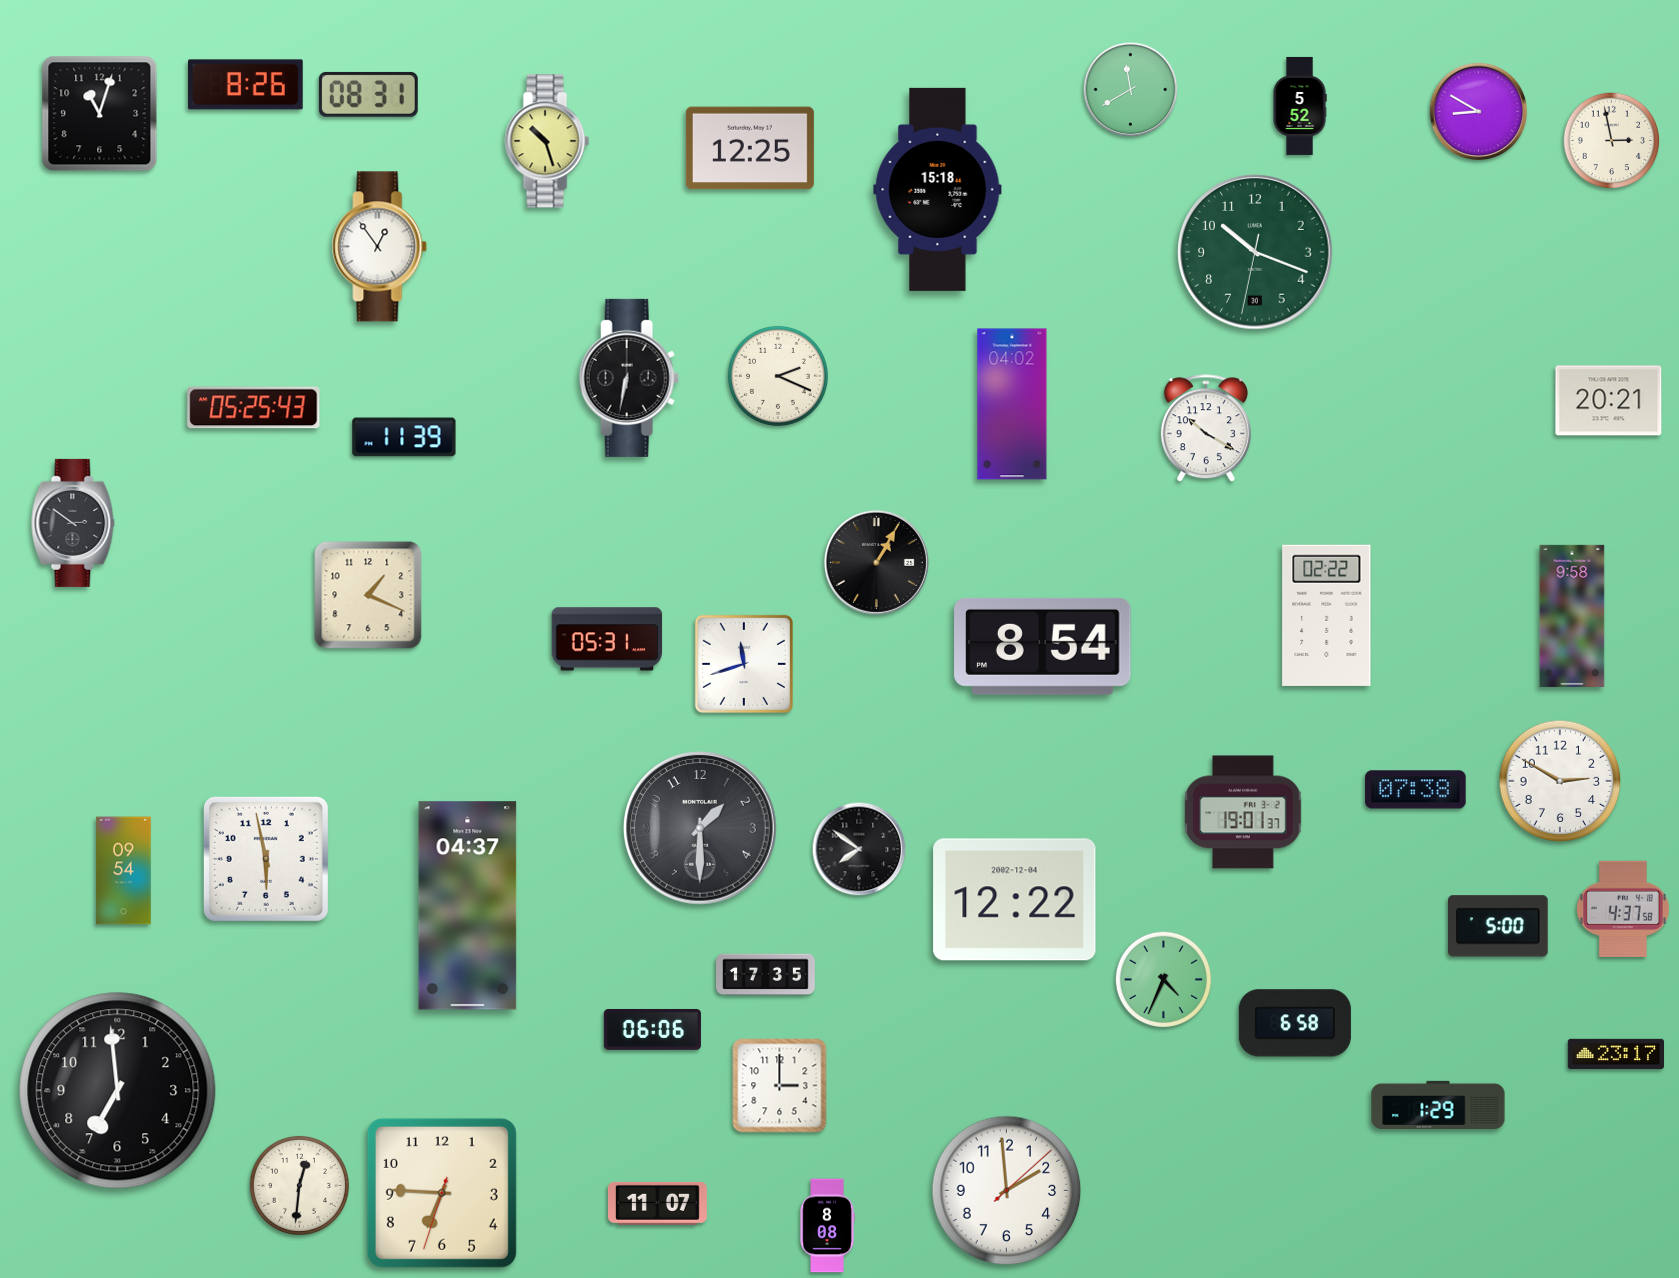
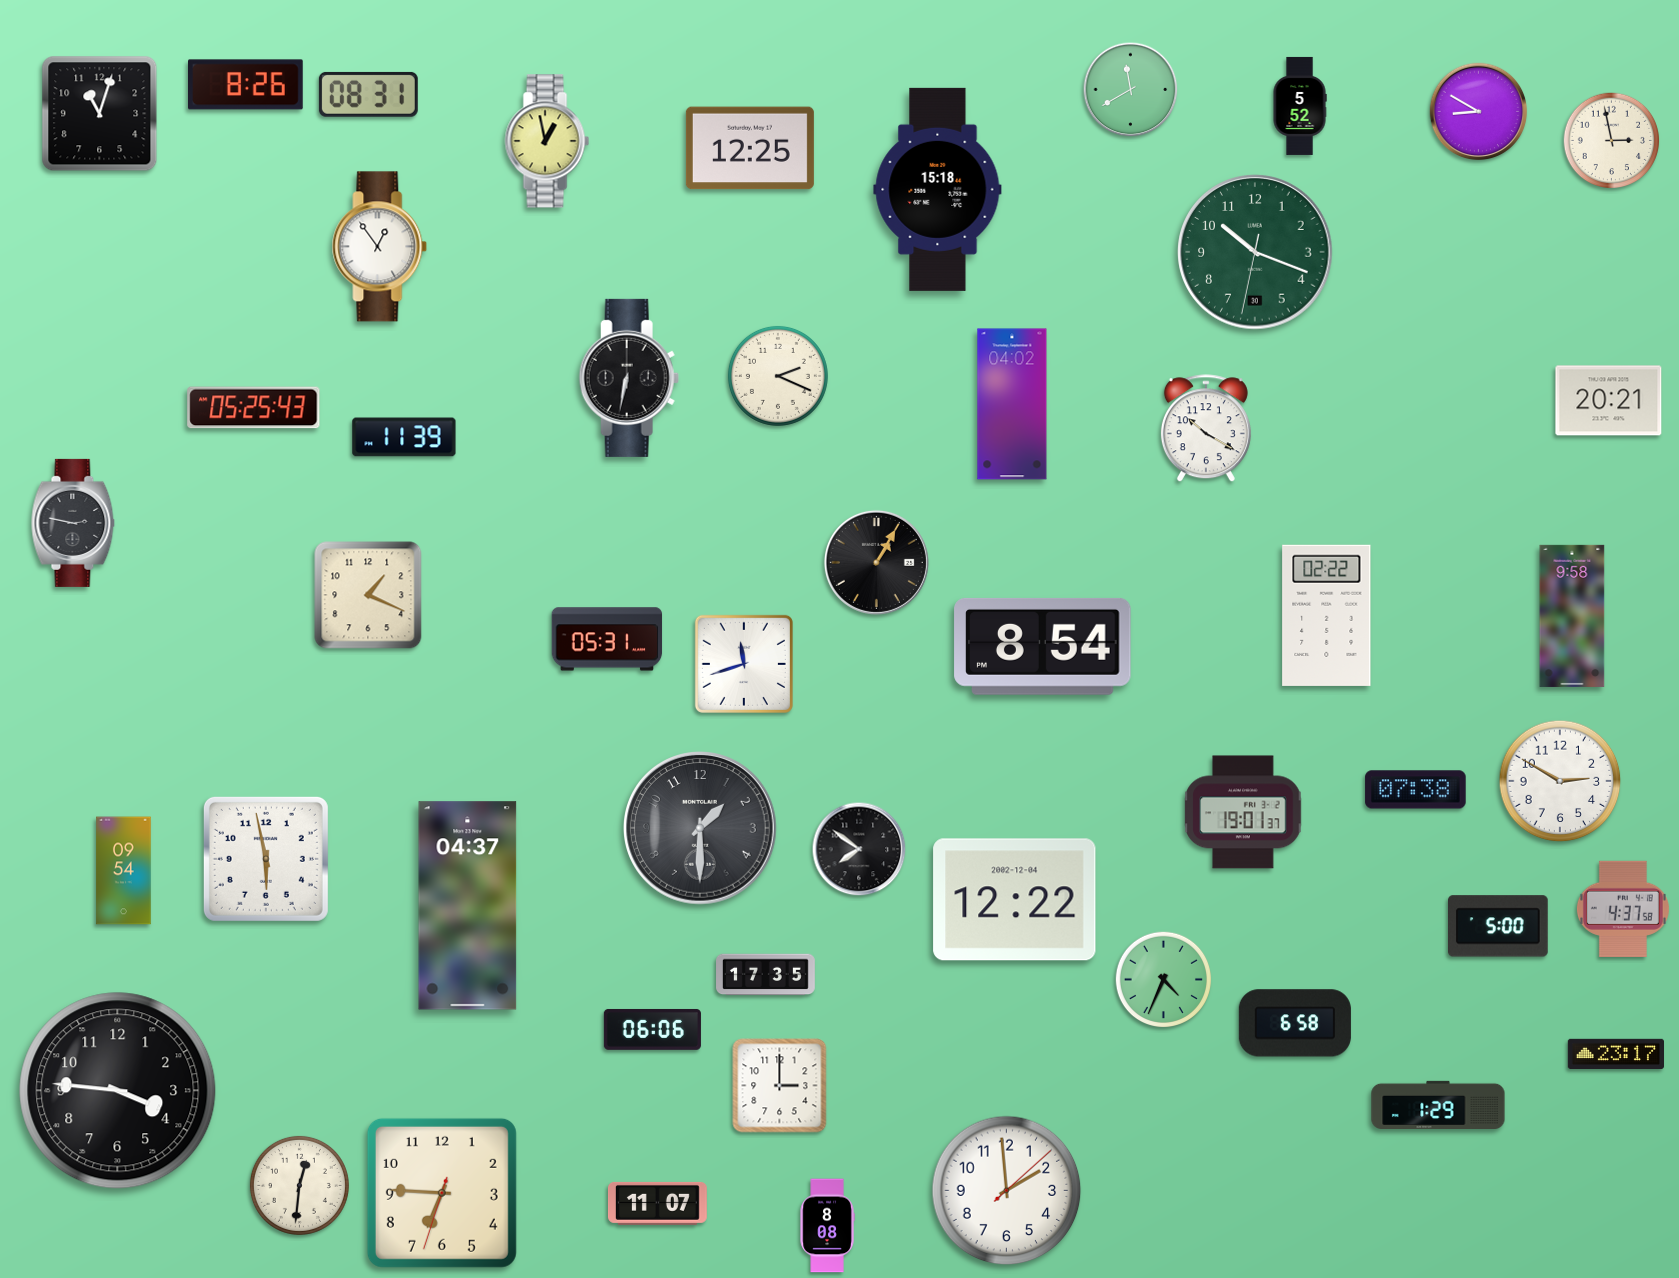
clock at (547, 141): 10:27 -> 12:58
clock at (73, 523): 2:51 -> 2:47
clock at (118, 1091): 6:59 -> 3:46
